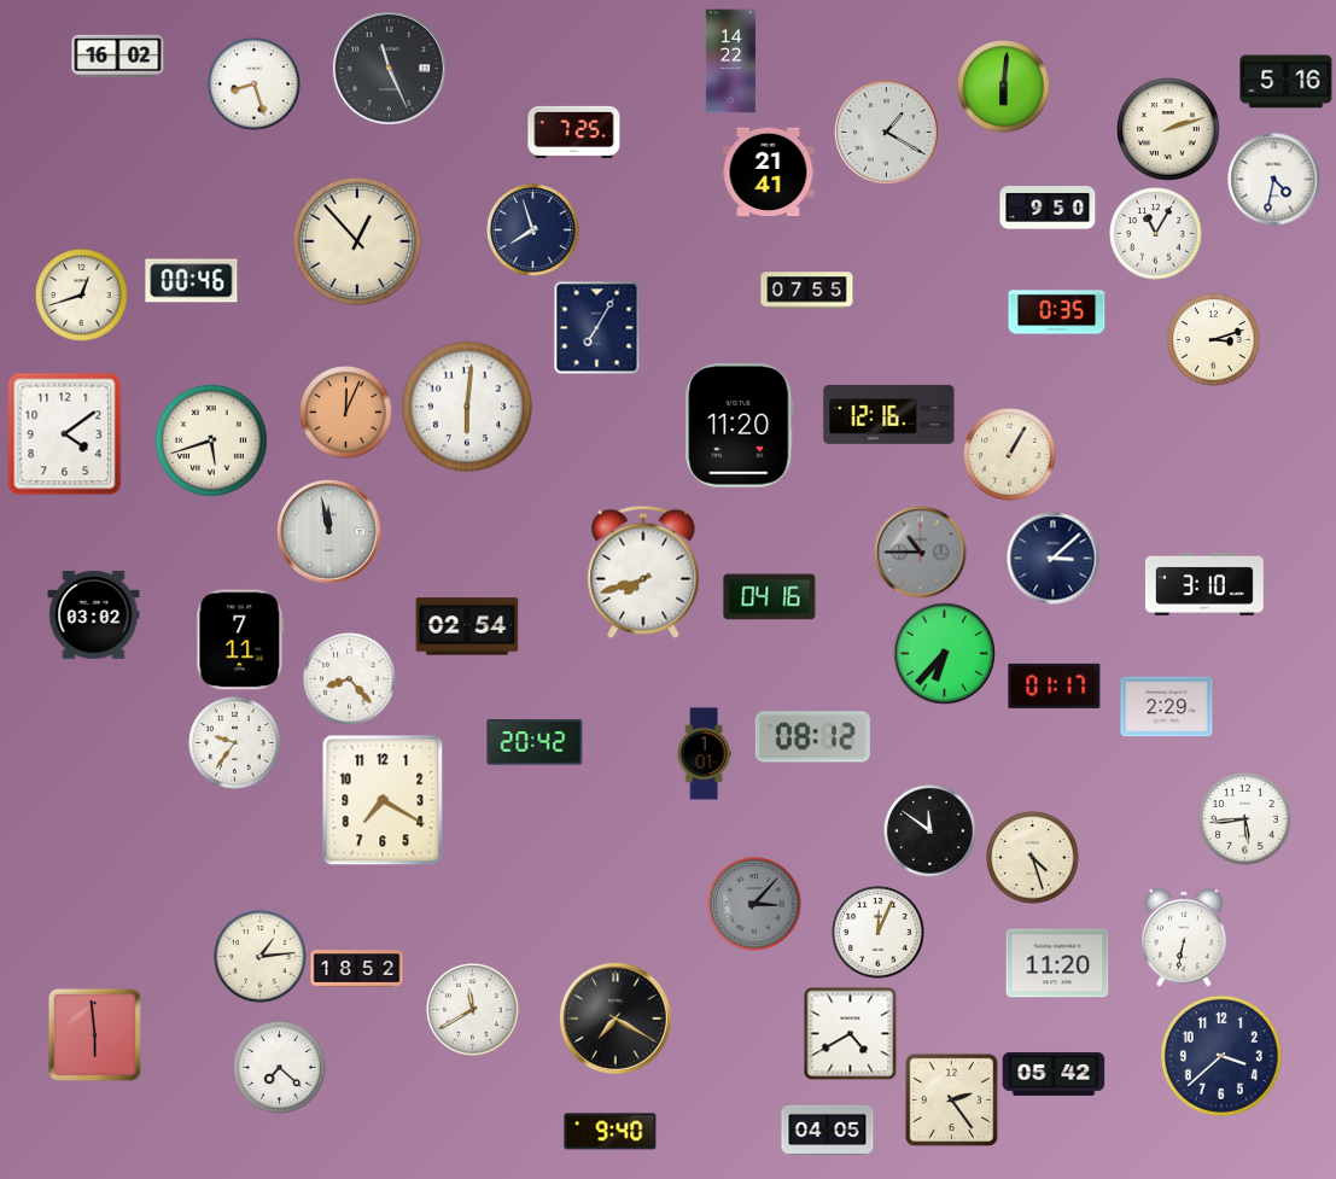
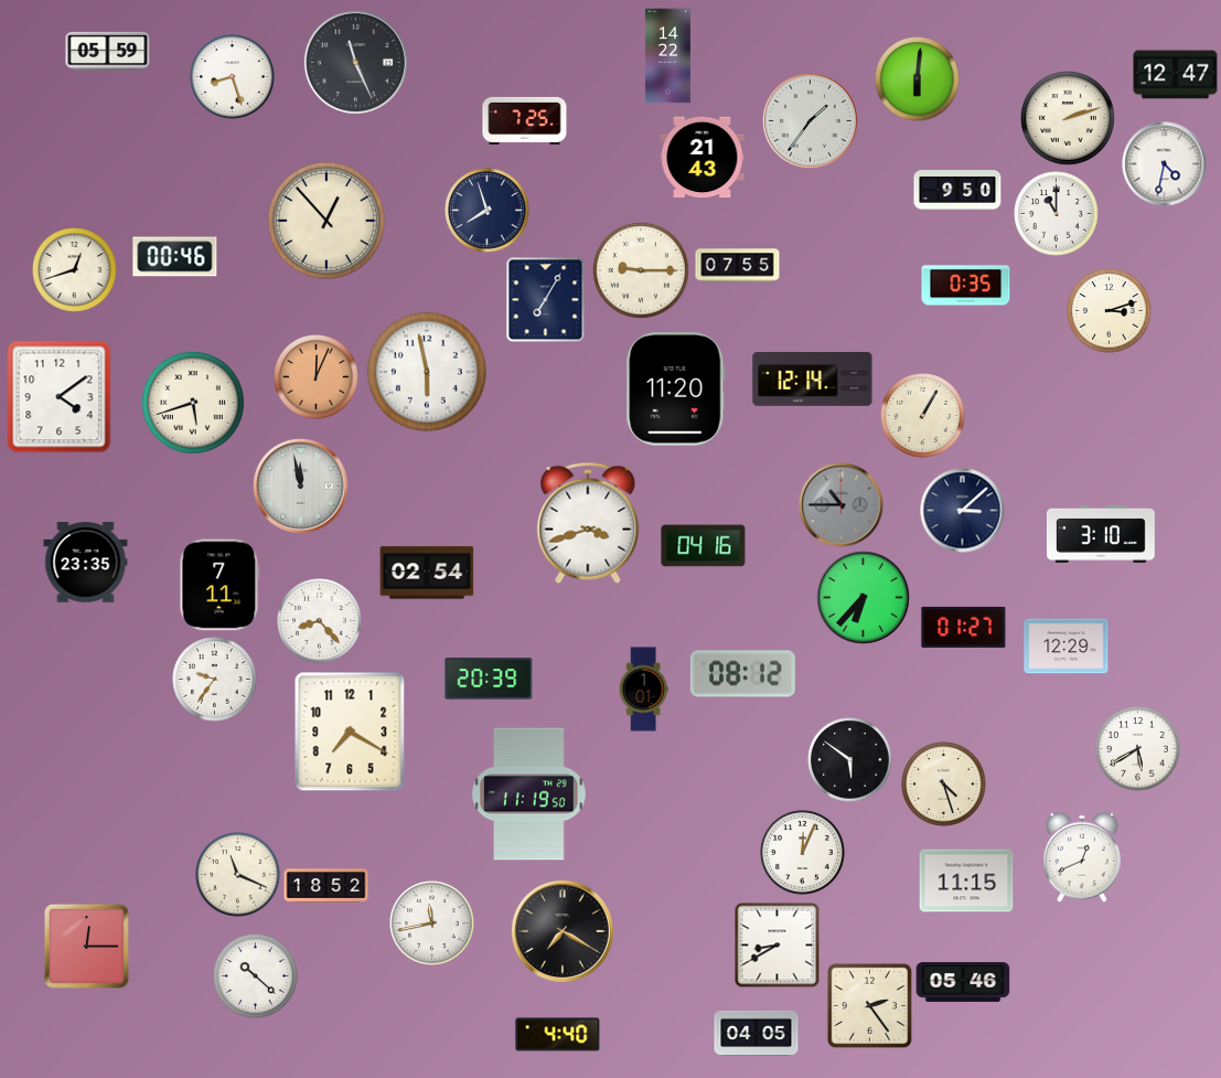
clock at (118, 56): 16:02 -> 05:59
clock at (1287, 82): 5:16 -> 12:47
clock at (887, 133): 1:20 -> 1:36
clock at (769, 173): 21:41 -> 21:43
clock at (1156, 234): 11:05 -> 11:00
clock at (642, 271): none -> 9:15
clock at (467, 407): 6:01 -> 5:58
clock at (889, 414): 12:16 -> 12:14
clock at (643, 572): 7:42 -> 3:42
clock at (94, 615): 03:02 -> 23:35
clock at (1055, 685): 01:17 -> 01:27
clock at (1167, 707): 2:29 -> 12:29
clock at (535, 742): 20:42 -> 20:39
clock at (1245, 819): 5:44 -> 5:40
clock at (930, 831): 11:51 -> 5:51
clock at (529, 794): none -> 11:19
clock at (754, 904): 3:07 -> none
clock at (1185, 938): 6:32 -> 12:41
clock at (261, 957): 1:14 -> 11:19
clock at (1057, 963): 11:20 -> 11:15
clock at (473, 1010): 11:40 -> 11:43
clock at (850, 1033): 4:40 -> 8:40
clock at (94, 1034): 5:59 -> 12:15
clock at (1221, 1056): 3:38 -> none
clock at (280, 1068): 7:22 -> 10:22
clock at (1054, 1074): 05:42 -> 05:46
clock at (611, 1132): 9:40 -> 4:40
